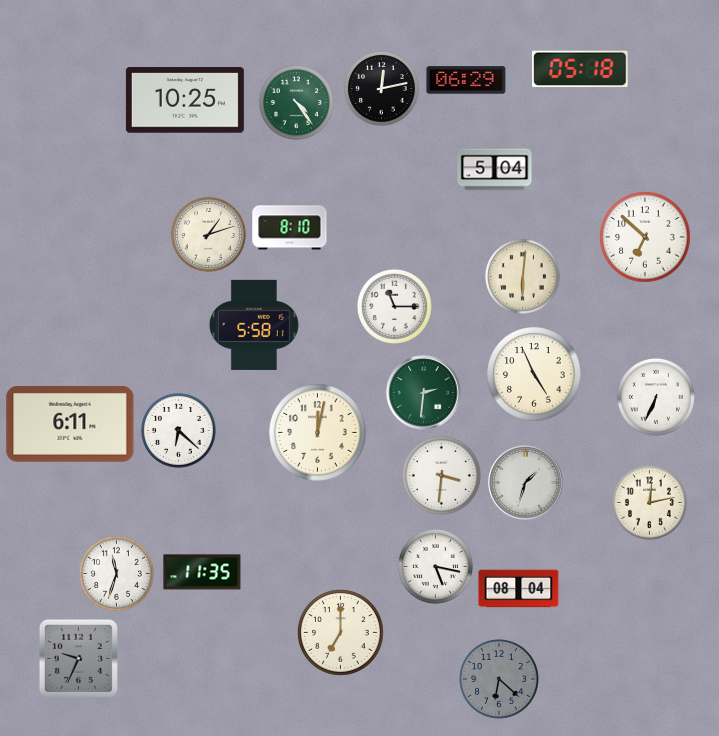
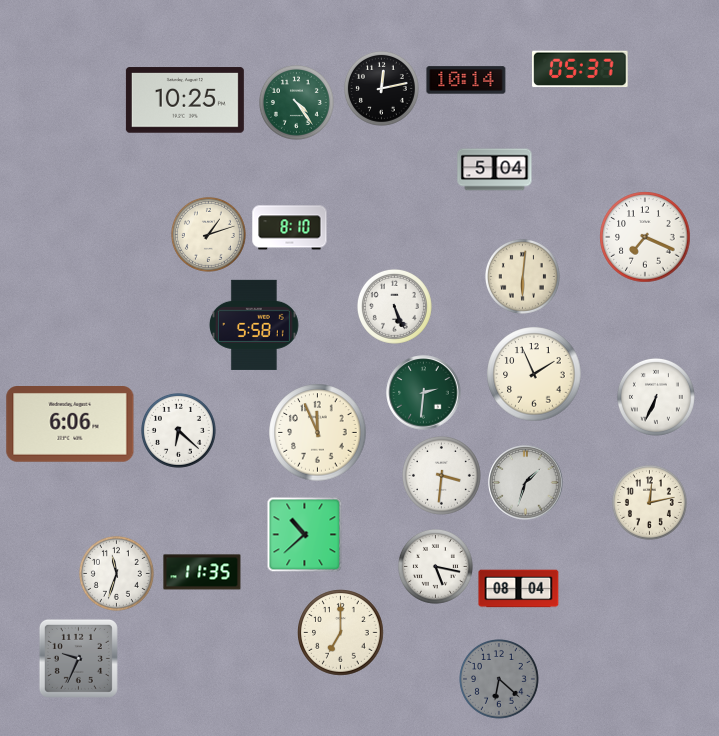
clock at (580, 69): 05:18 -> 05:37
clock at (466, 80): 06:29 -> 10:14
clock at (645, 237): 6:52 -> 7:19
clock at (394, 306): 11:15 -> 5:26
clock at (534, 374): 4:56 -> 1:56
clock at (70, 425): 6:11 -> 6:06
clock at (318, 433): 12:02 -> 11:56
clock at (305, 535): none -> 10:38
